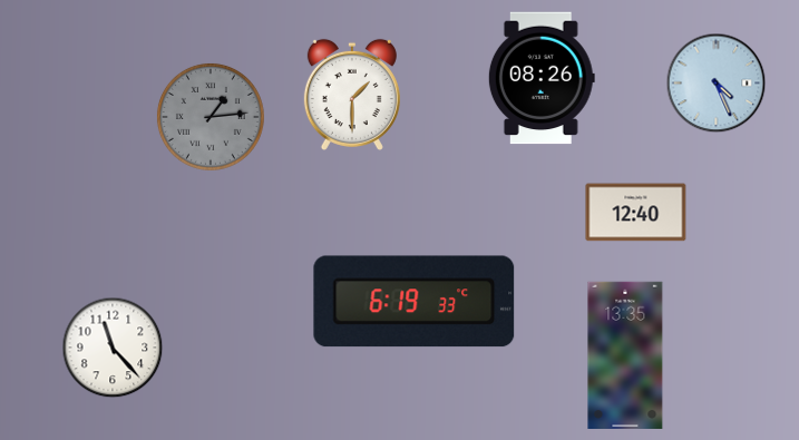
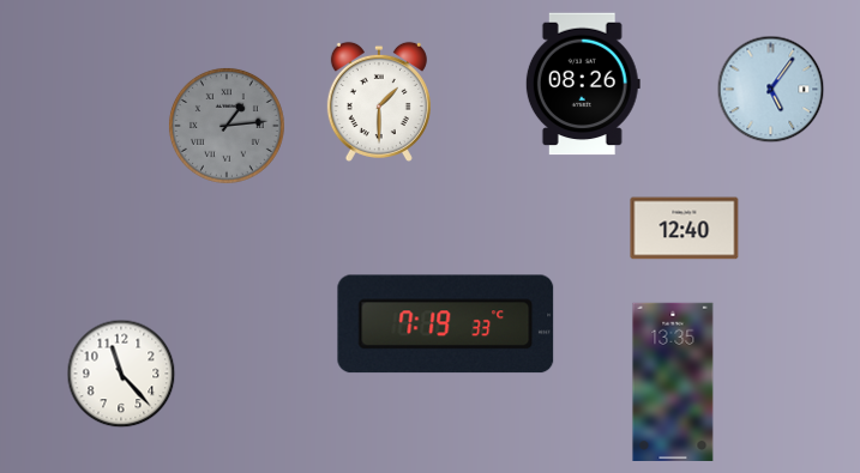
clock at (717, 84): 4:26 -> 5:06
clock at (415, 302): 6:19 -> 7:19
